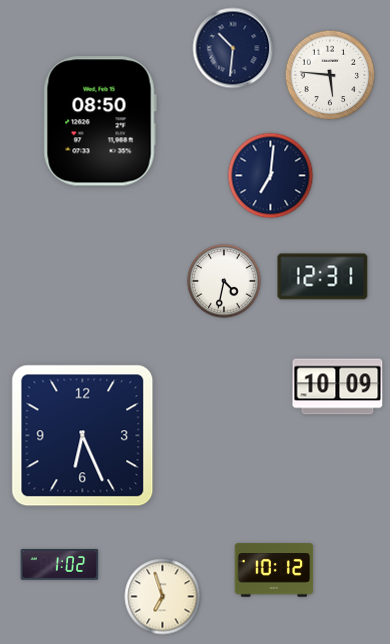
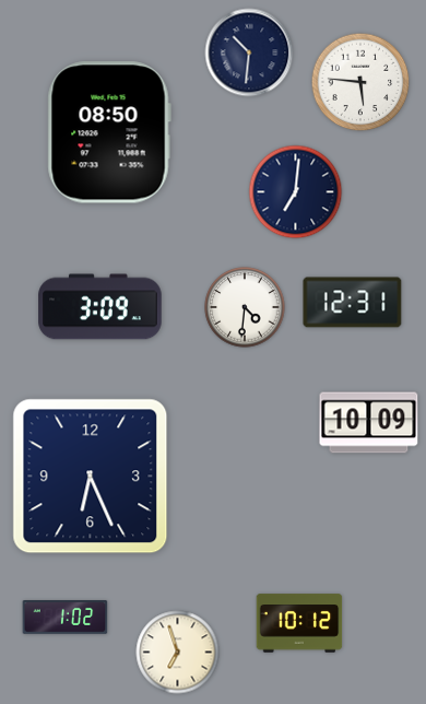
clock at (233, 48) position: (233, 48) -> (249, 52)
clock at (100, 307): none -> 3:09
clock at (224, 281): 4:32 -> 4:31
